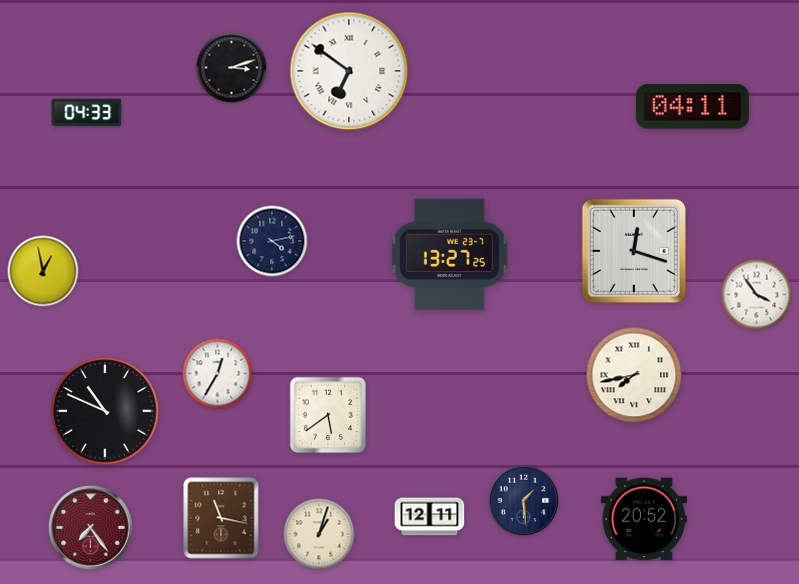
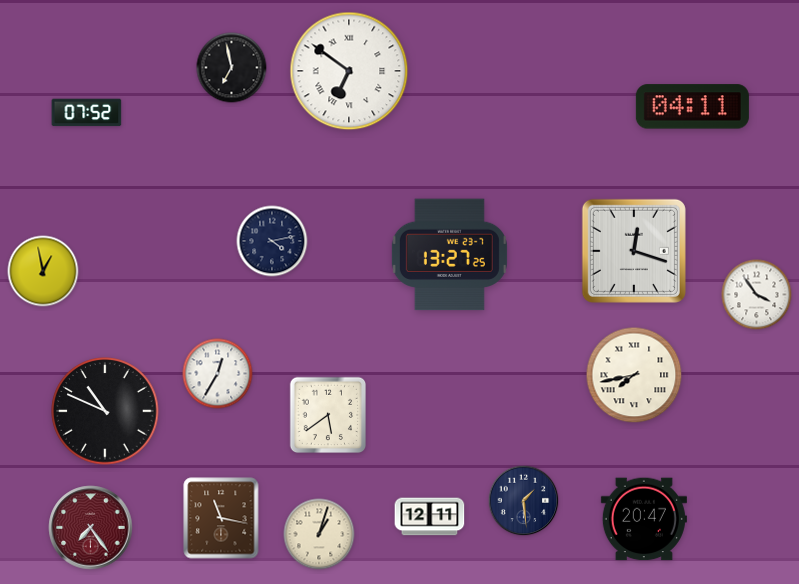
clock at (232, 68): 3:12 -> 6:58
clock at (87, 113): 04:33 -> 07:52
clock at (644, 519): 20:52 -> 20:47
